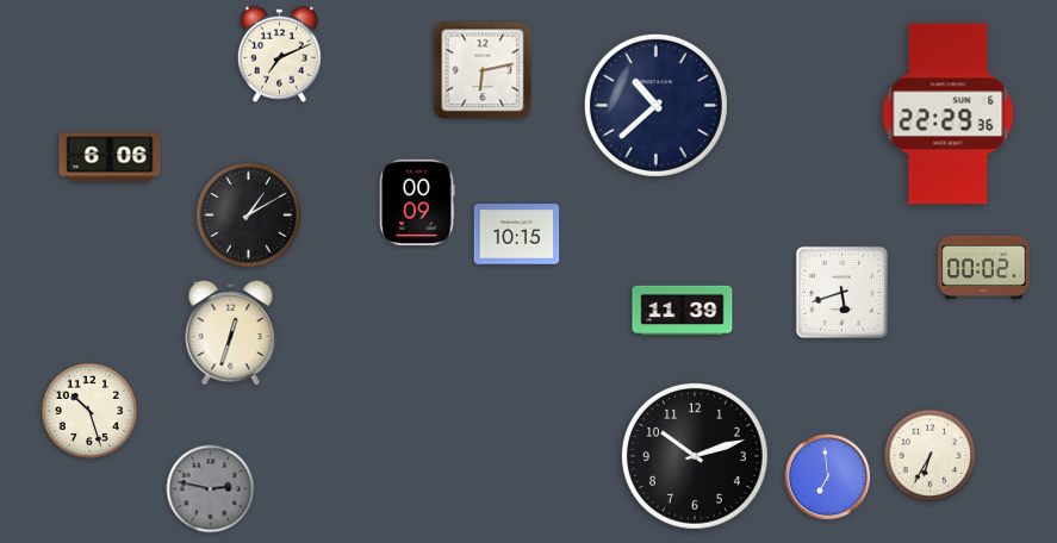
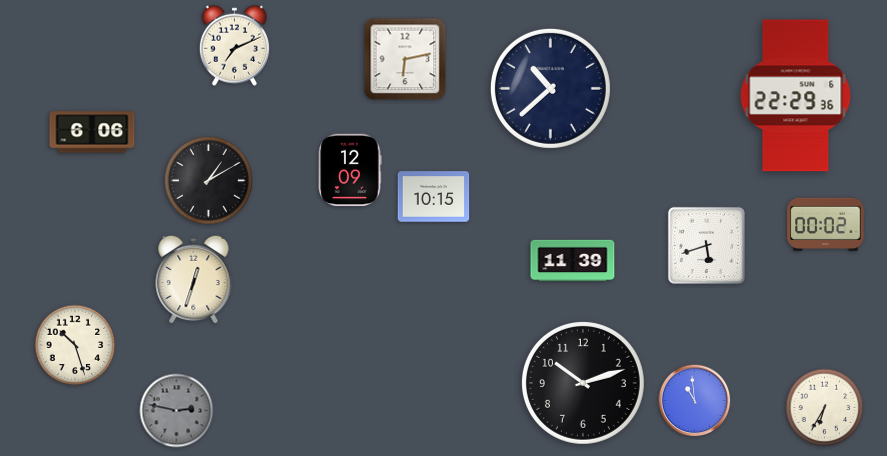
clock at (417, 202): 00:09 -> 12:09
clock at (931, 456) position: (931, 456) -> (825, 408)
clock at (828, 478): 6:59 -> 10:59
